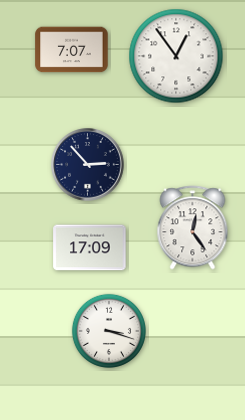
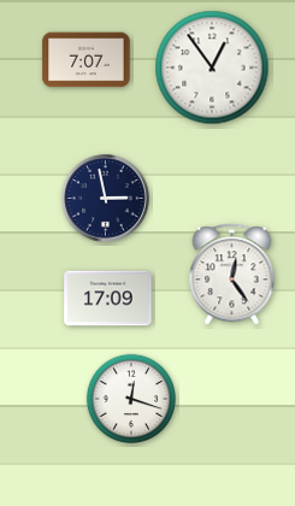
clock at (88, 165): 2:53 -> 2:58
clock at (109, 331): 3:18 -> 12:18
